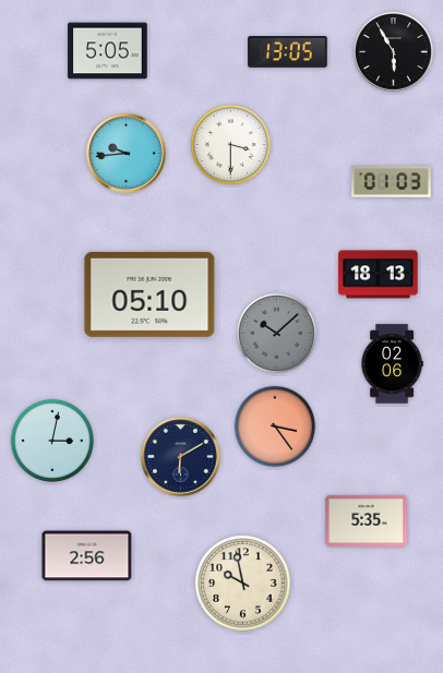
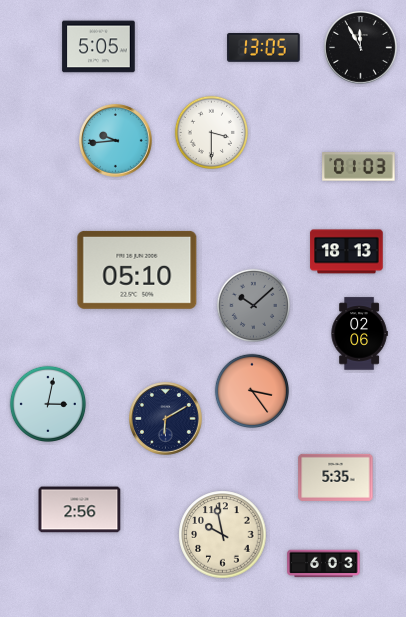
clock at (394, 52): 5:55 -> 11:55
clock at (324, 564): none -> 6:03
